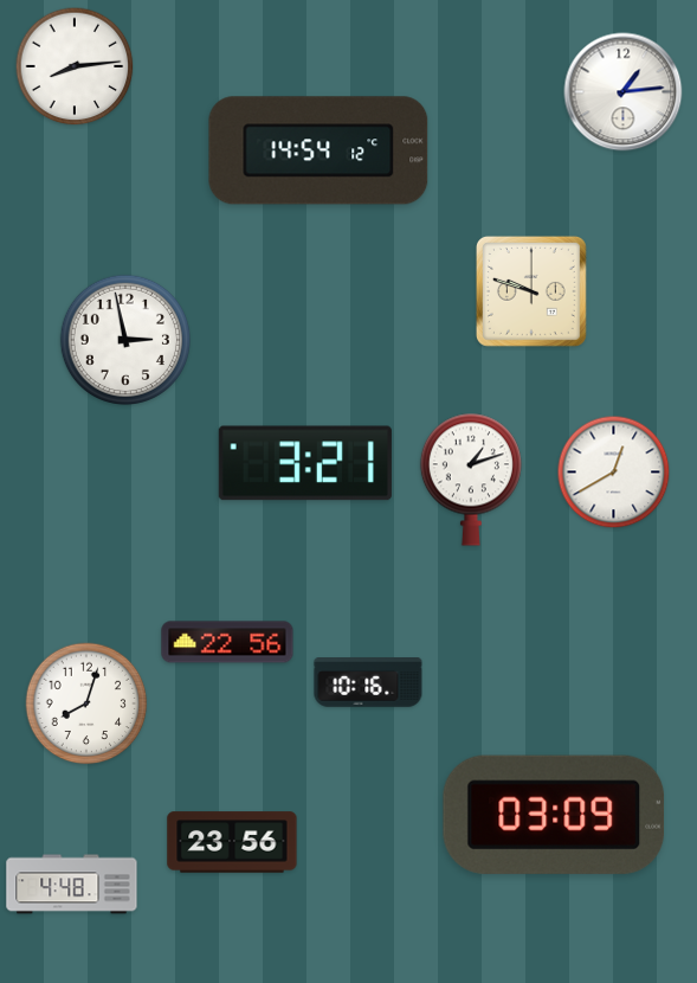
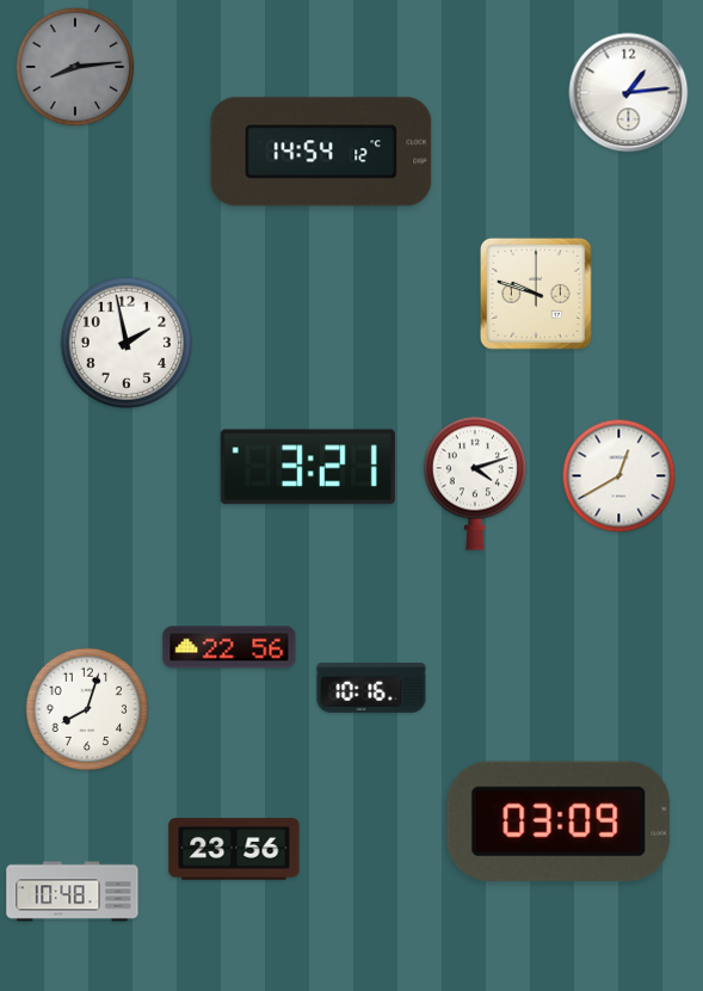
clock at (75, 66) dial: white -> grey
clock at (125, 340): 2:58 -> 1:58
clock at (471, 480): 1:12 -> 4:12
clock at (72, 885): 4:48 -> 10:48
